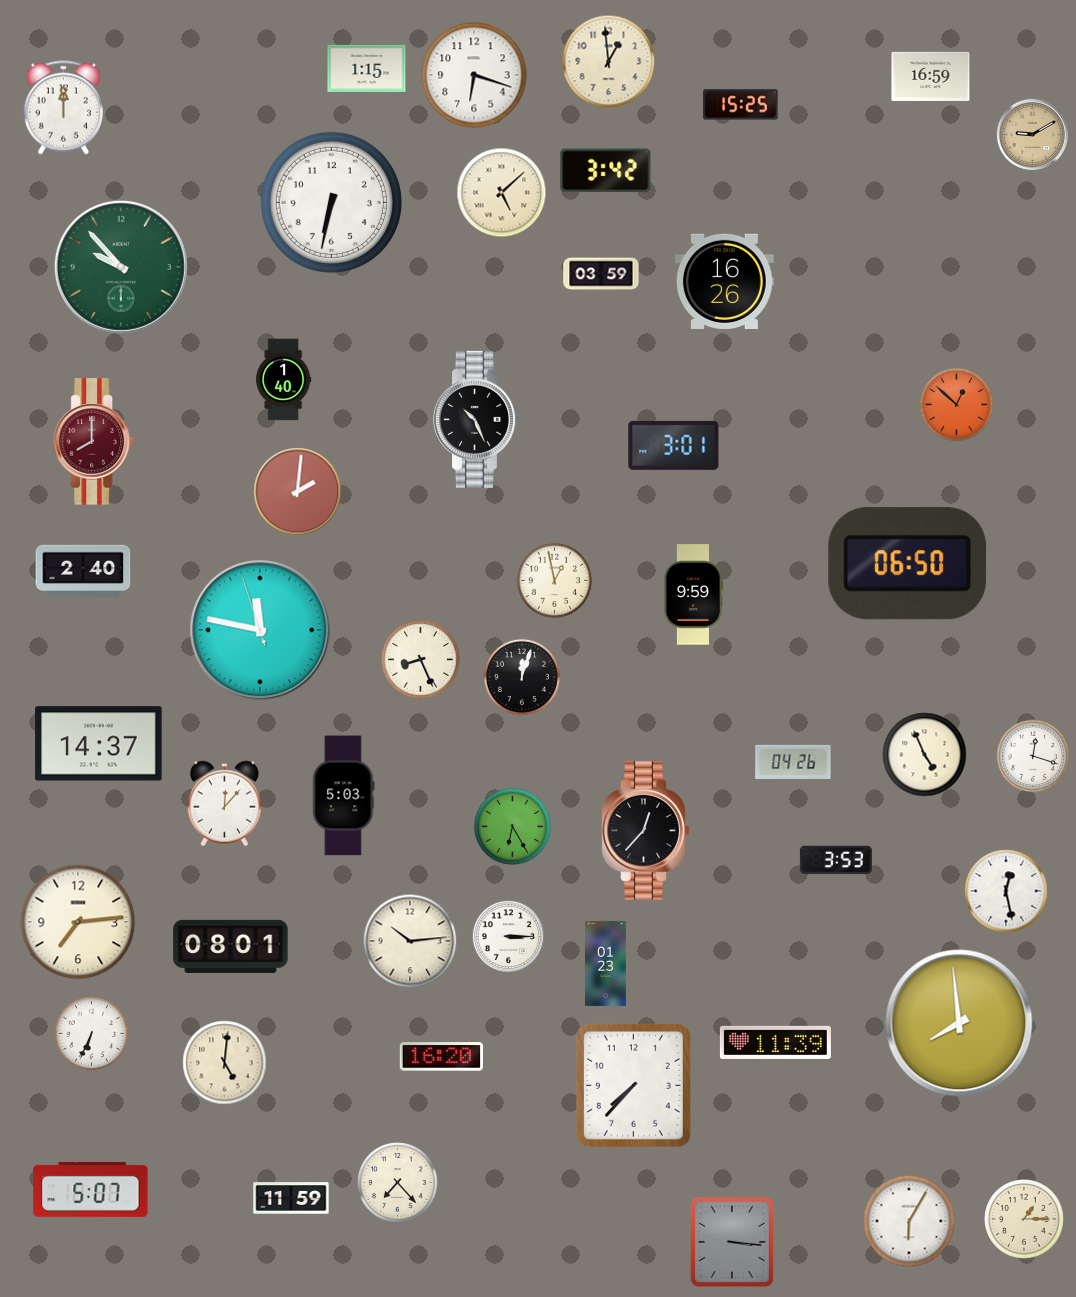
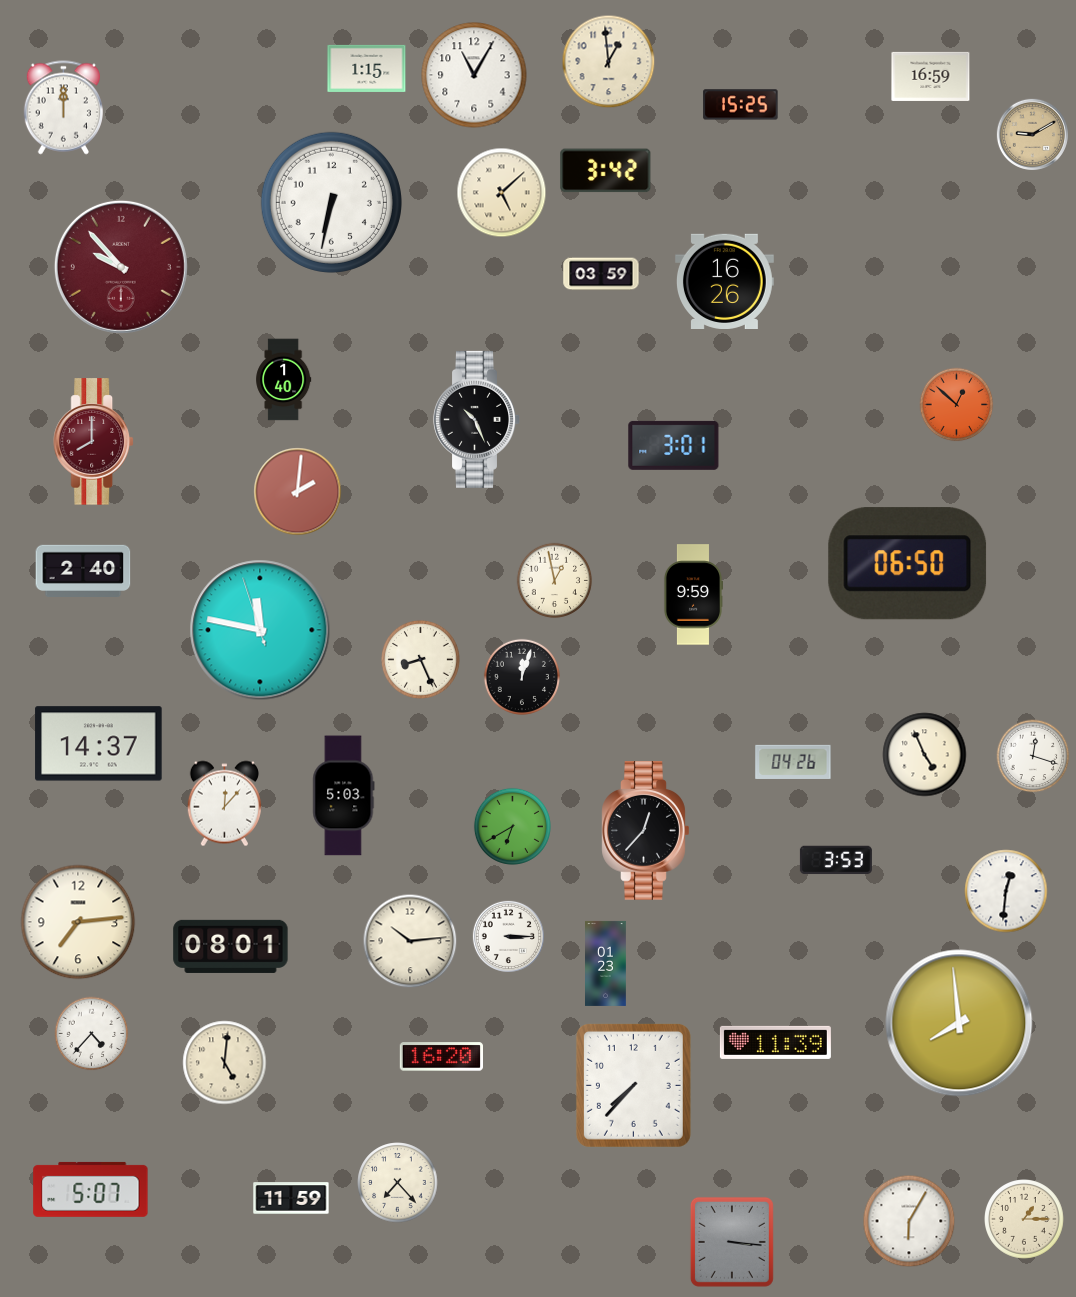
clock at (474, 75): 6:18 -> 11:05
clock at (121, 267) dial: green -> burgundy
clock at (512, 826): 6:25 -> 6:40
clock at (1006, 891): 12:28 -> 12:31
clock at (92, 1034): 6:34 -> 4:37
